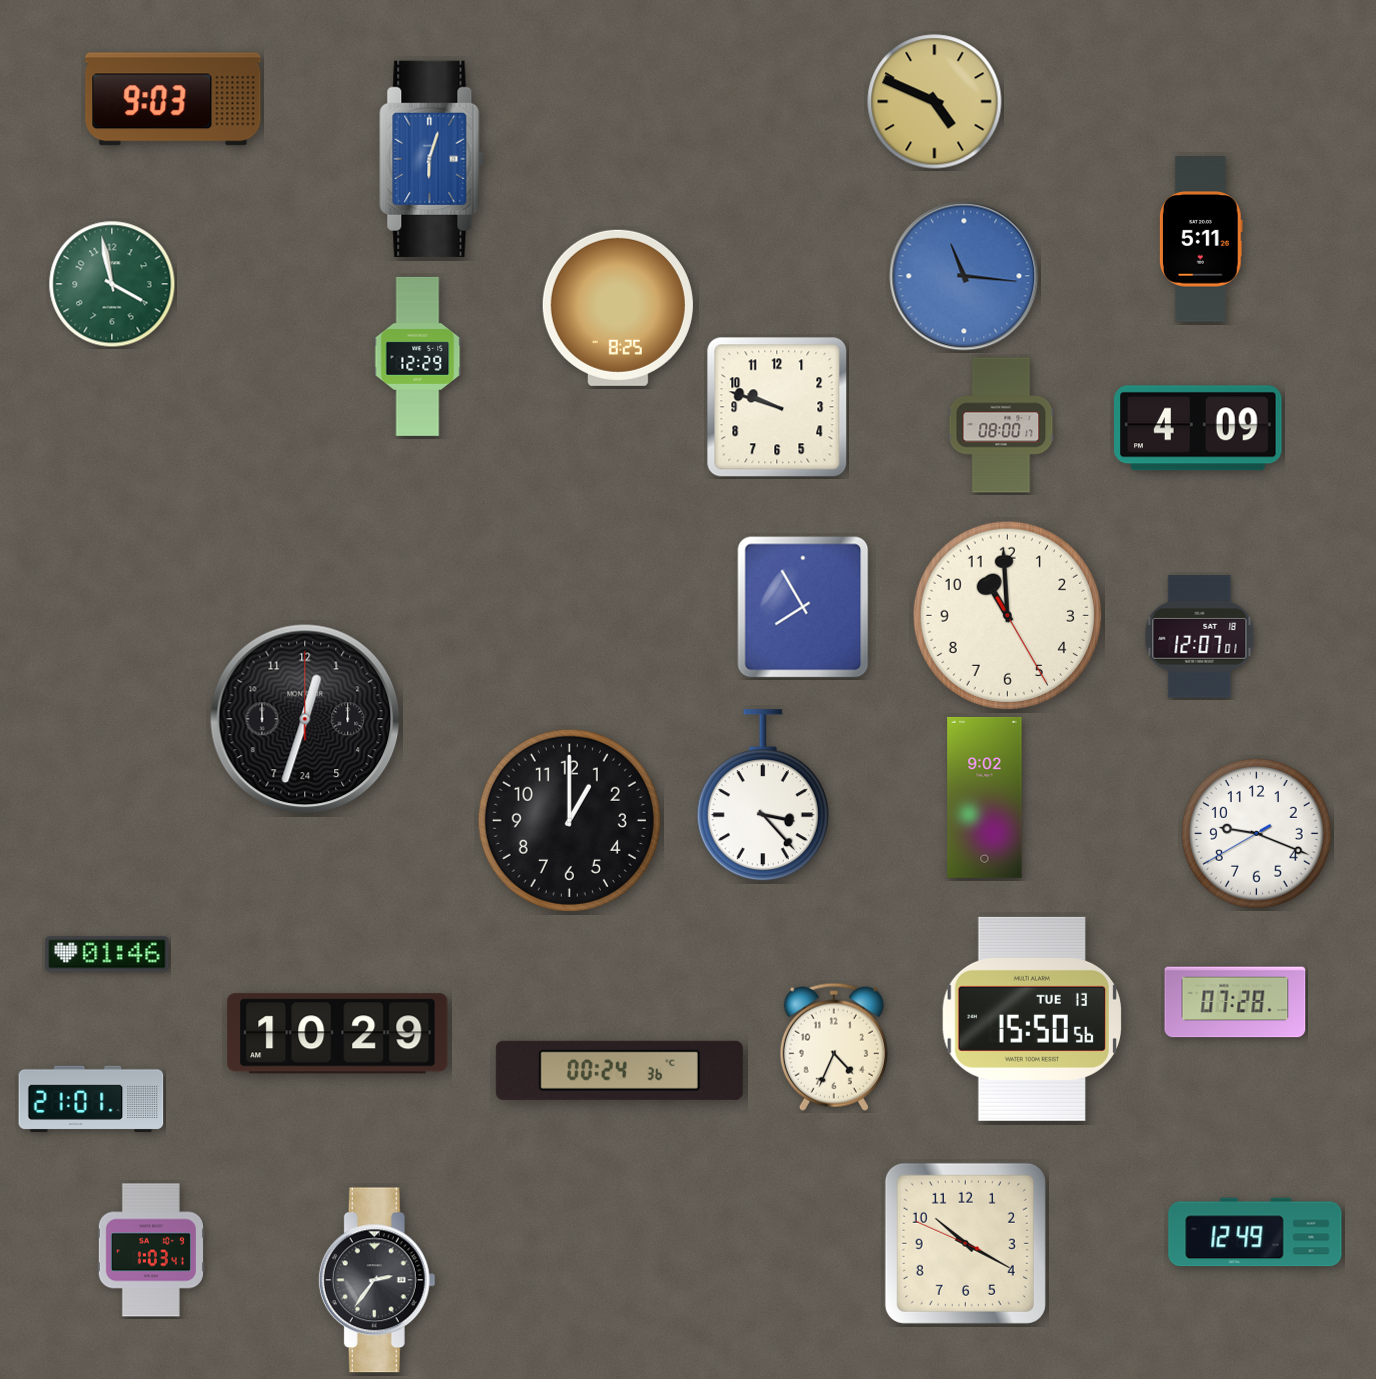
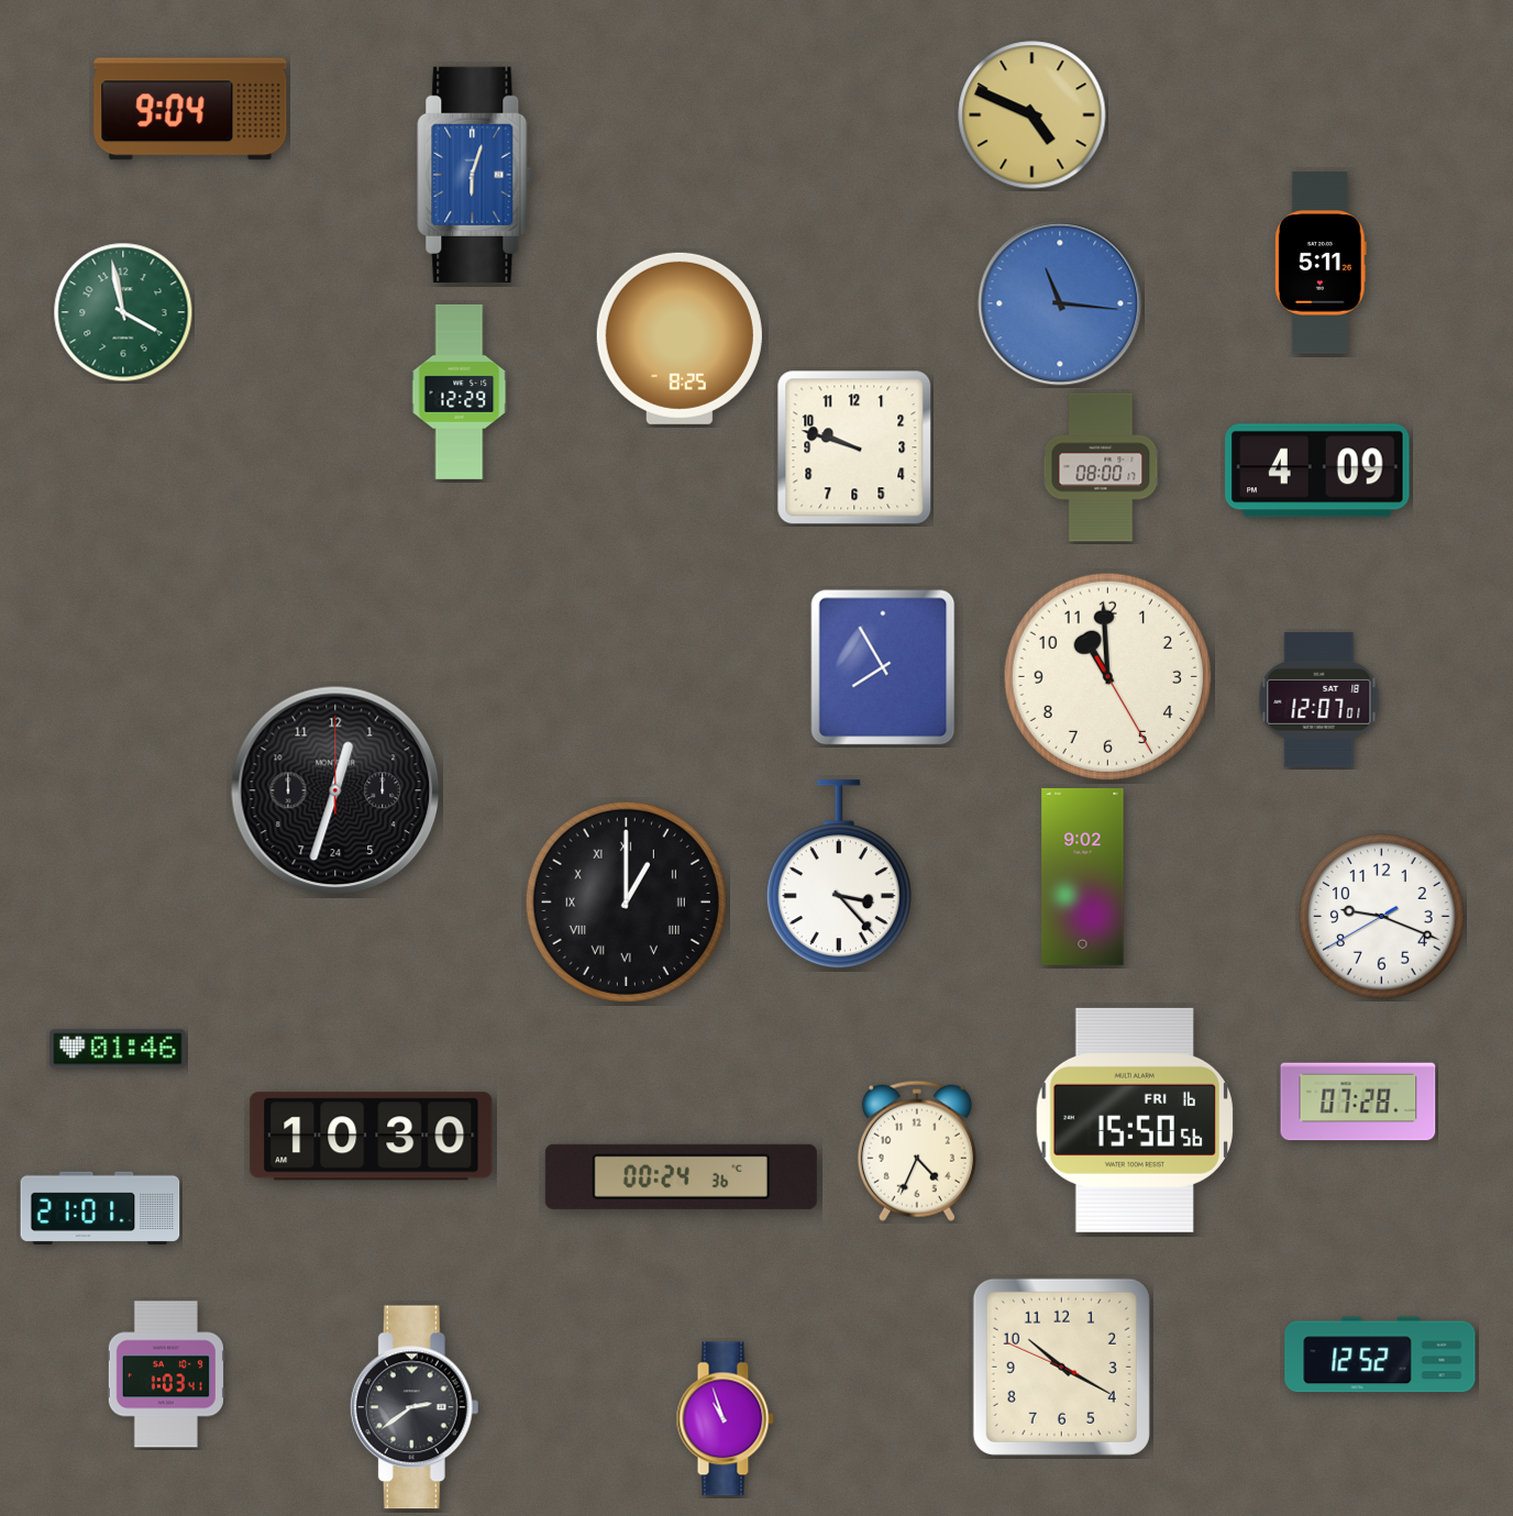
clock at (173, 99): 9:03 -> 9:04
clock at (935, 102) position: (935, 102) -> (1032, 115)
clock at (569, 820) numerals: Arabic -> Roman
clock at (1031, 1019) date: TUE 13 -> FRI 16
clock at (338, 1034): 10:29 -> 10:30
clock at (1255, 1232): 12:49 -> 12:52
clock at (377, 1280): 2:36 -> 2:39
clock at (725, 1419): none -> 10:57
